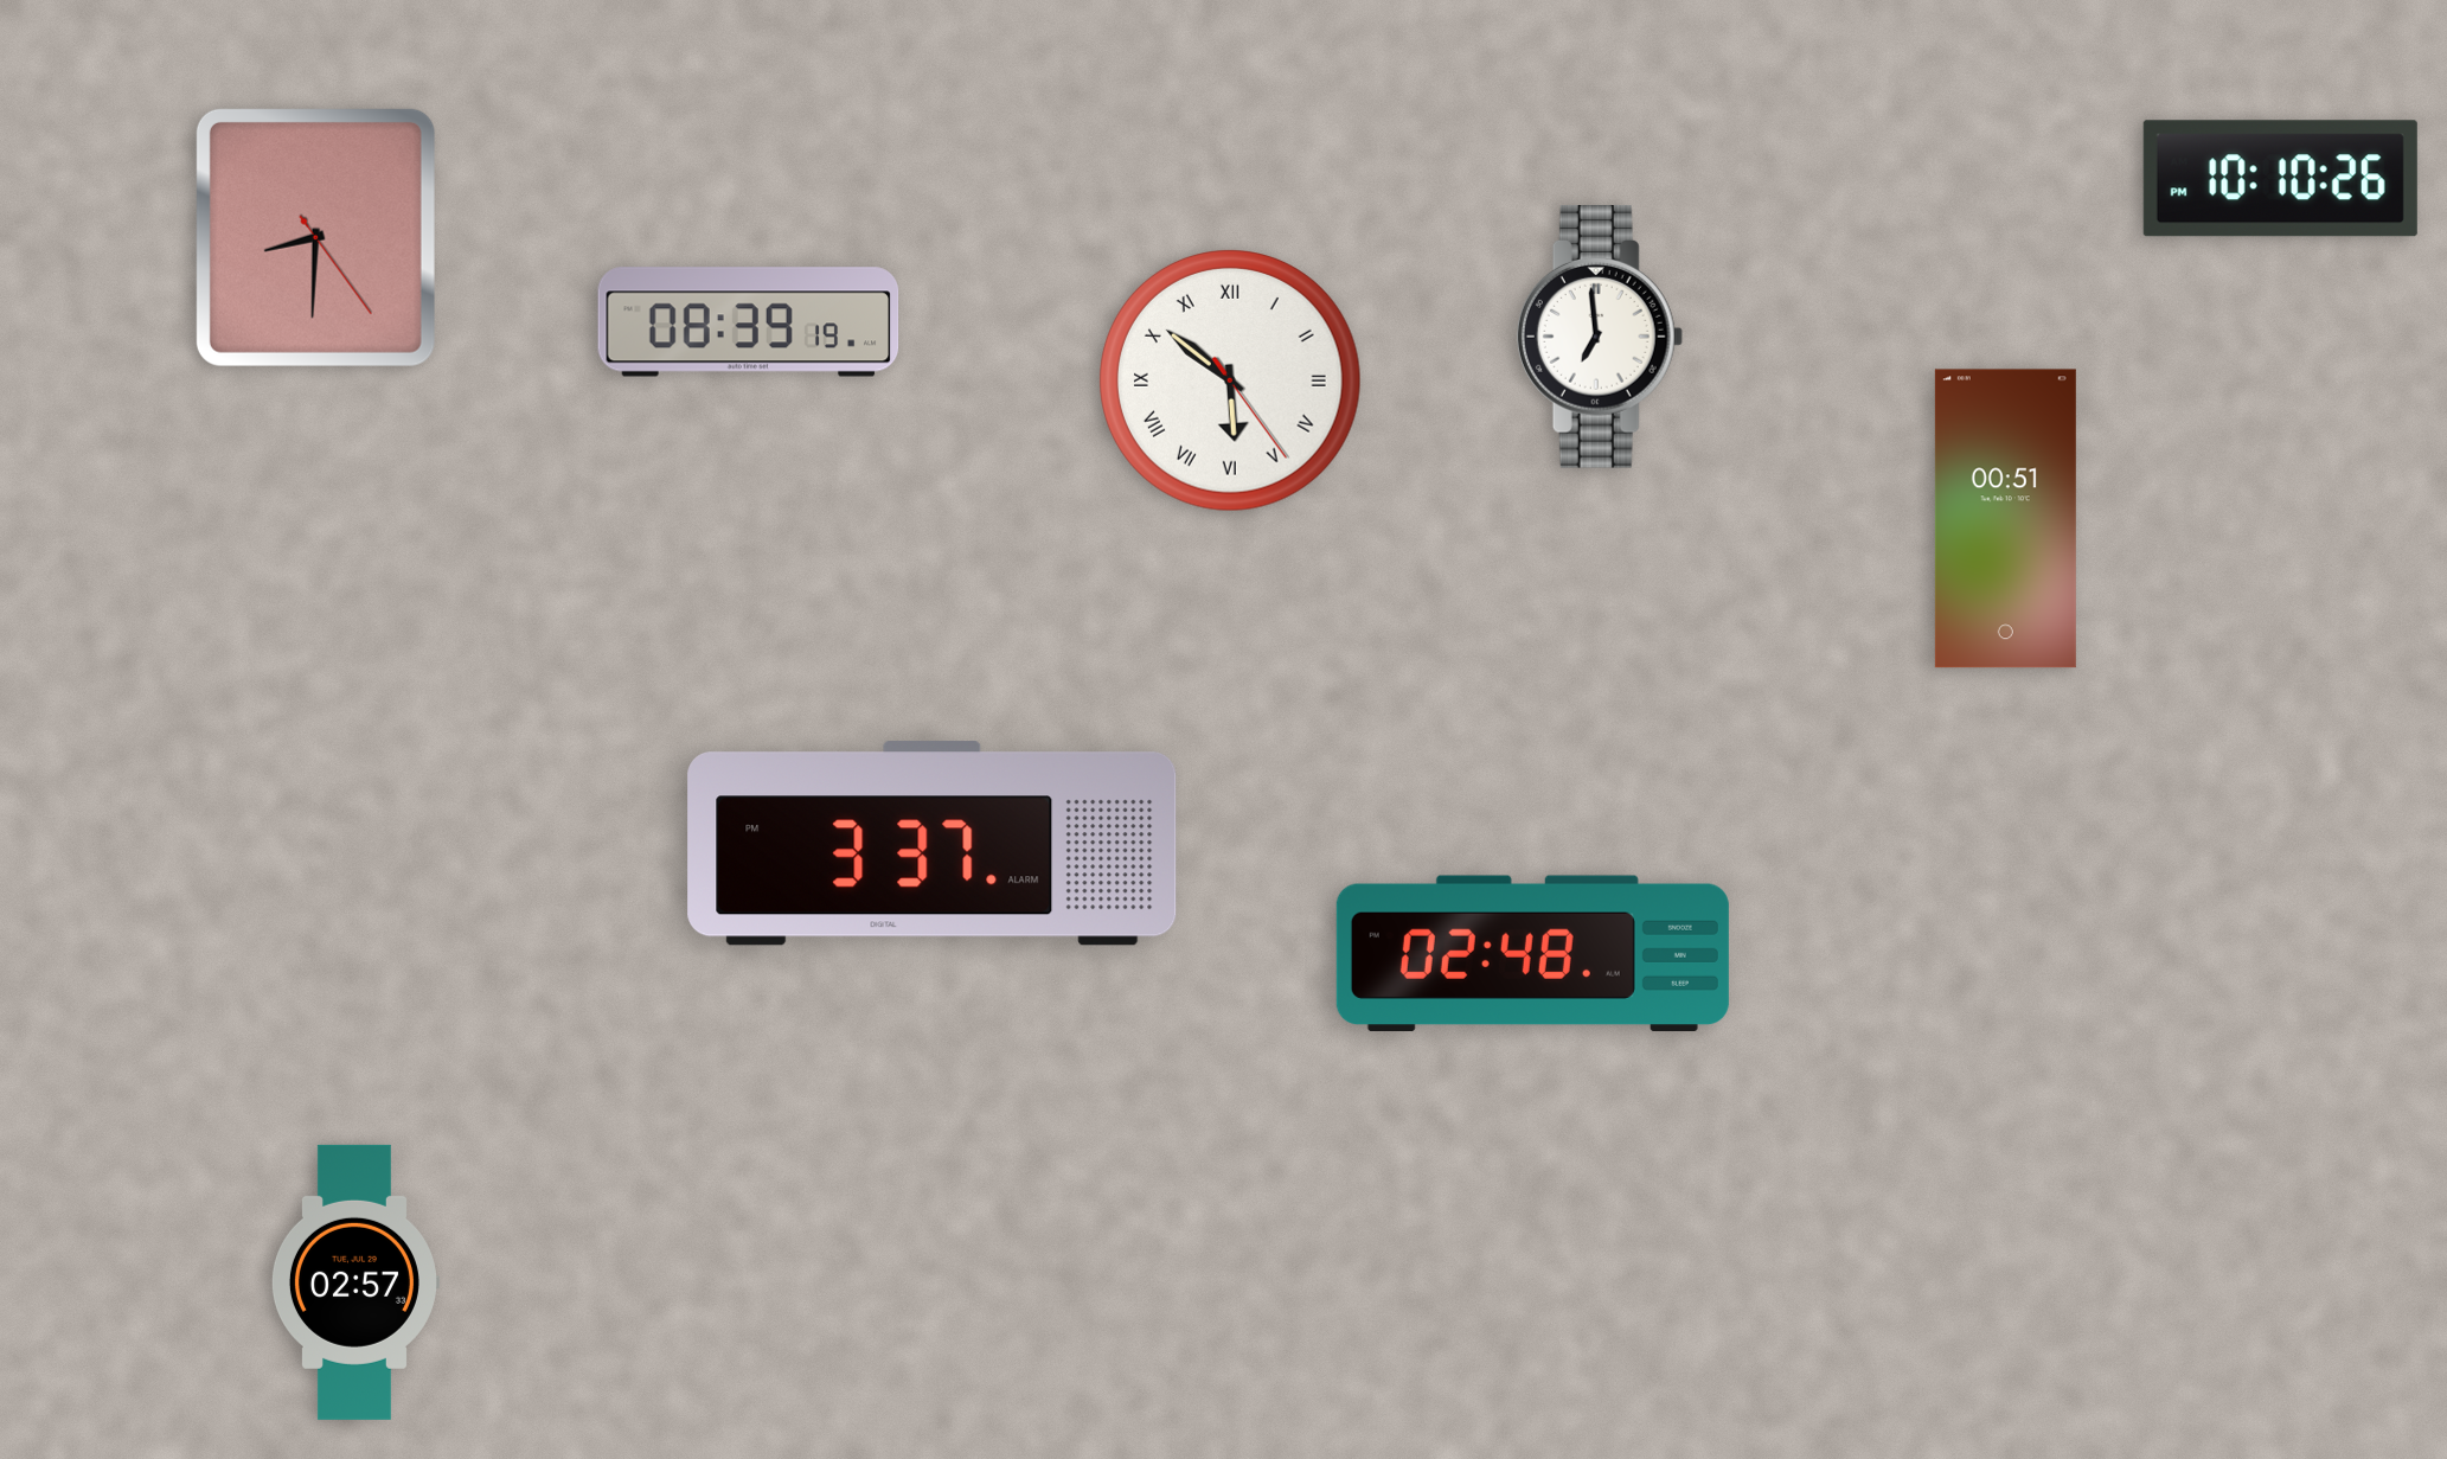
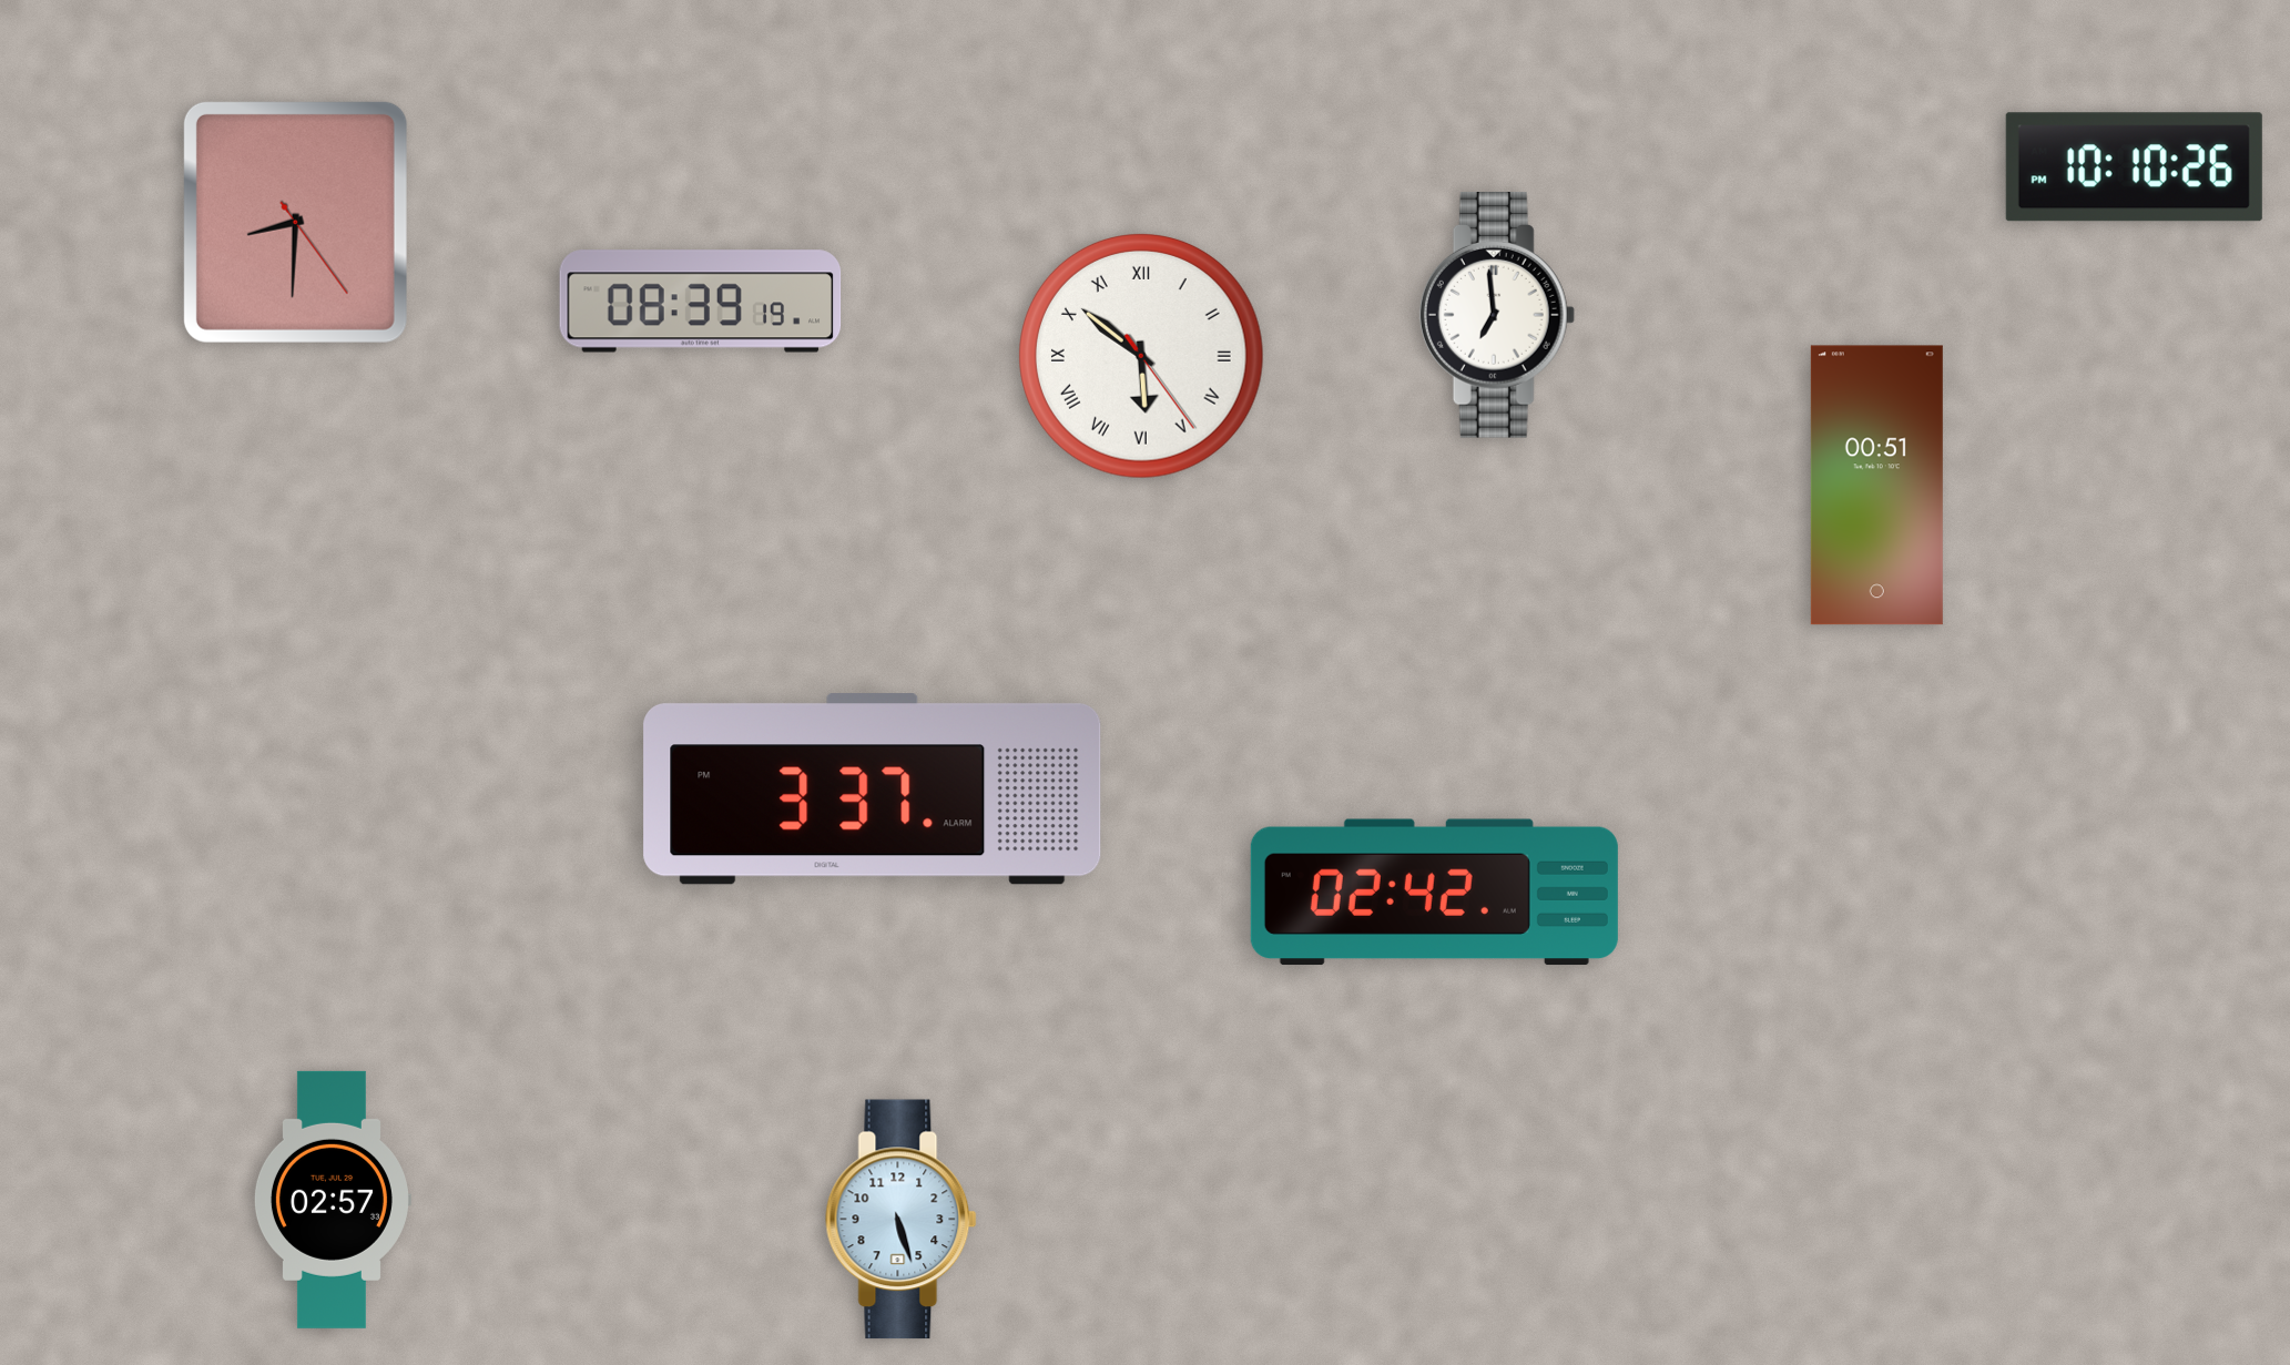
clock at (1231, 382) position: (1231, 382) -> (1142, 357)
clock at (1532, 954): 02:48 -> 02:42
clock at (902, 1220): none -> 5:27
